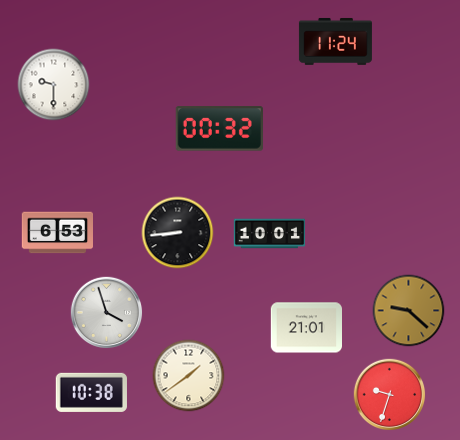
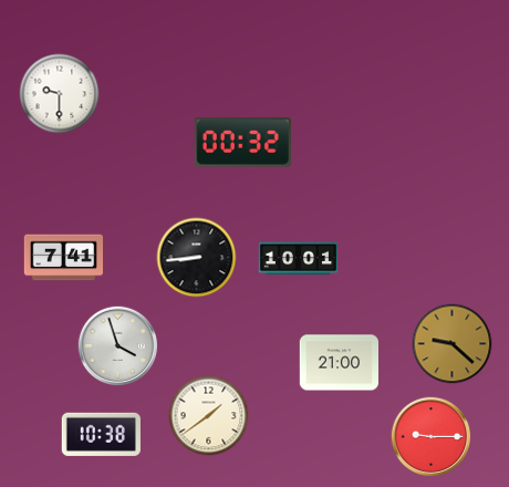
clock at (335, 41): 11:24 -> none
clock at (57, 233): 6:53 -> 7:41
clock at (306, 328): 21:01 -> 21:00
clock at (390, 395): 9:33 -> 9:15
